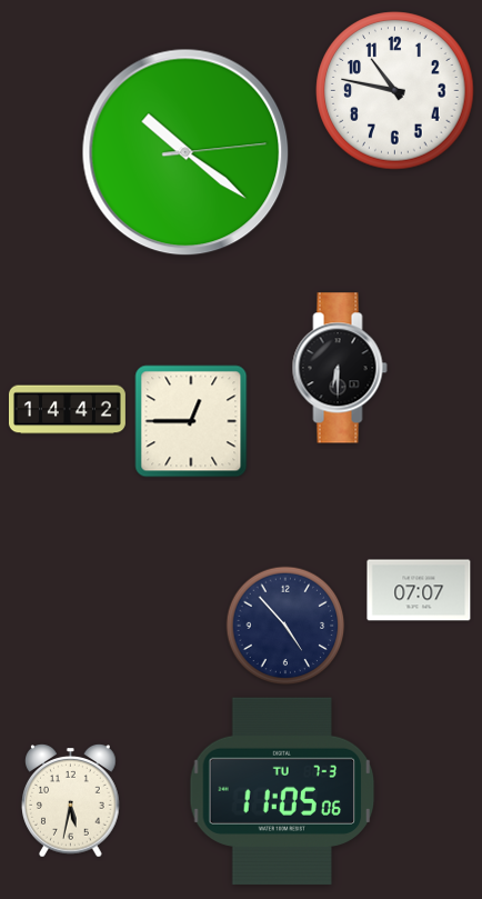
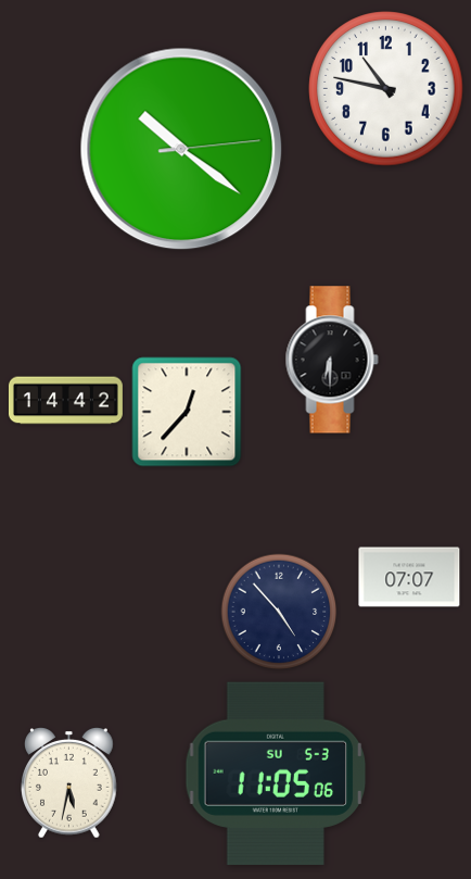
clock at (191, 421): 12:45 -> 12:37
clock at (282, 791) date: TU 7-3 -> SU 5-3
